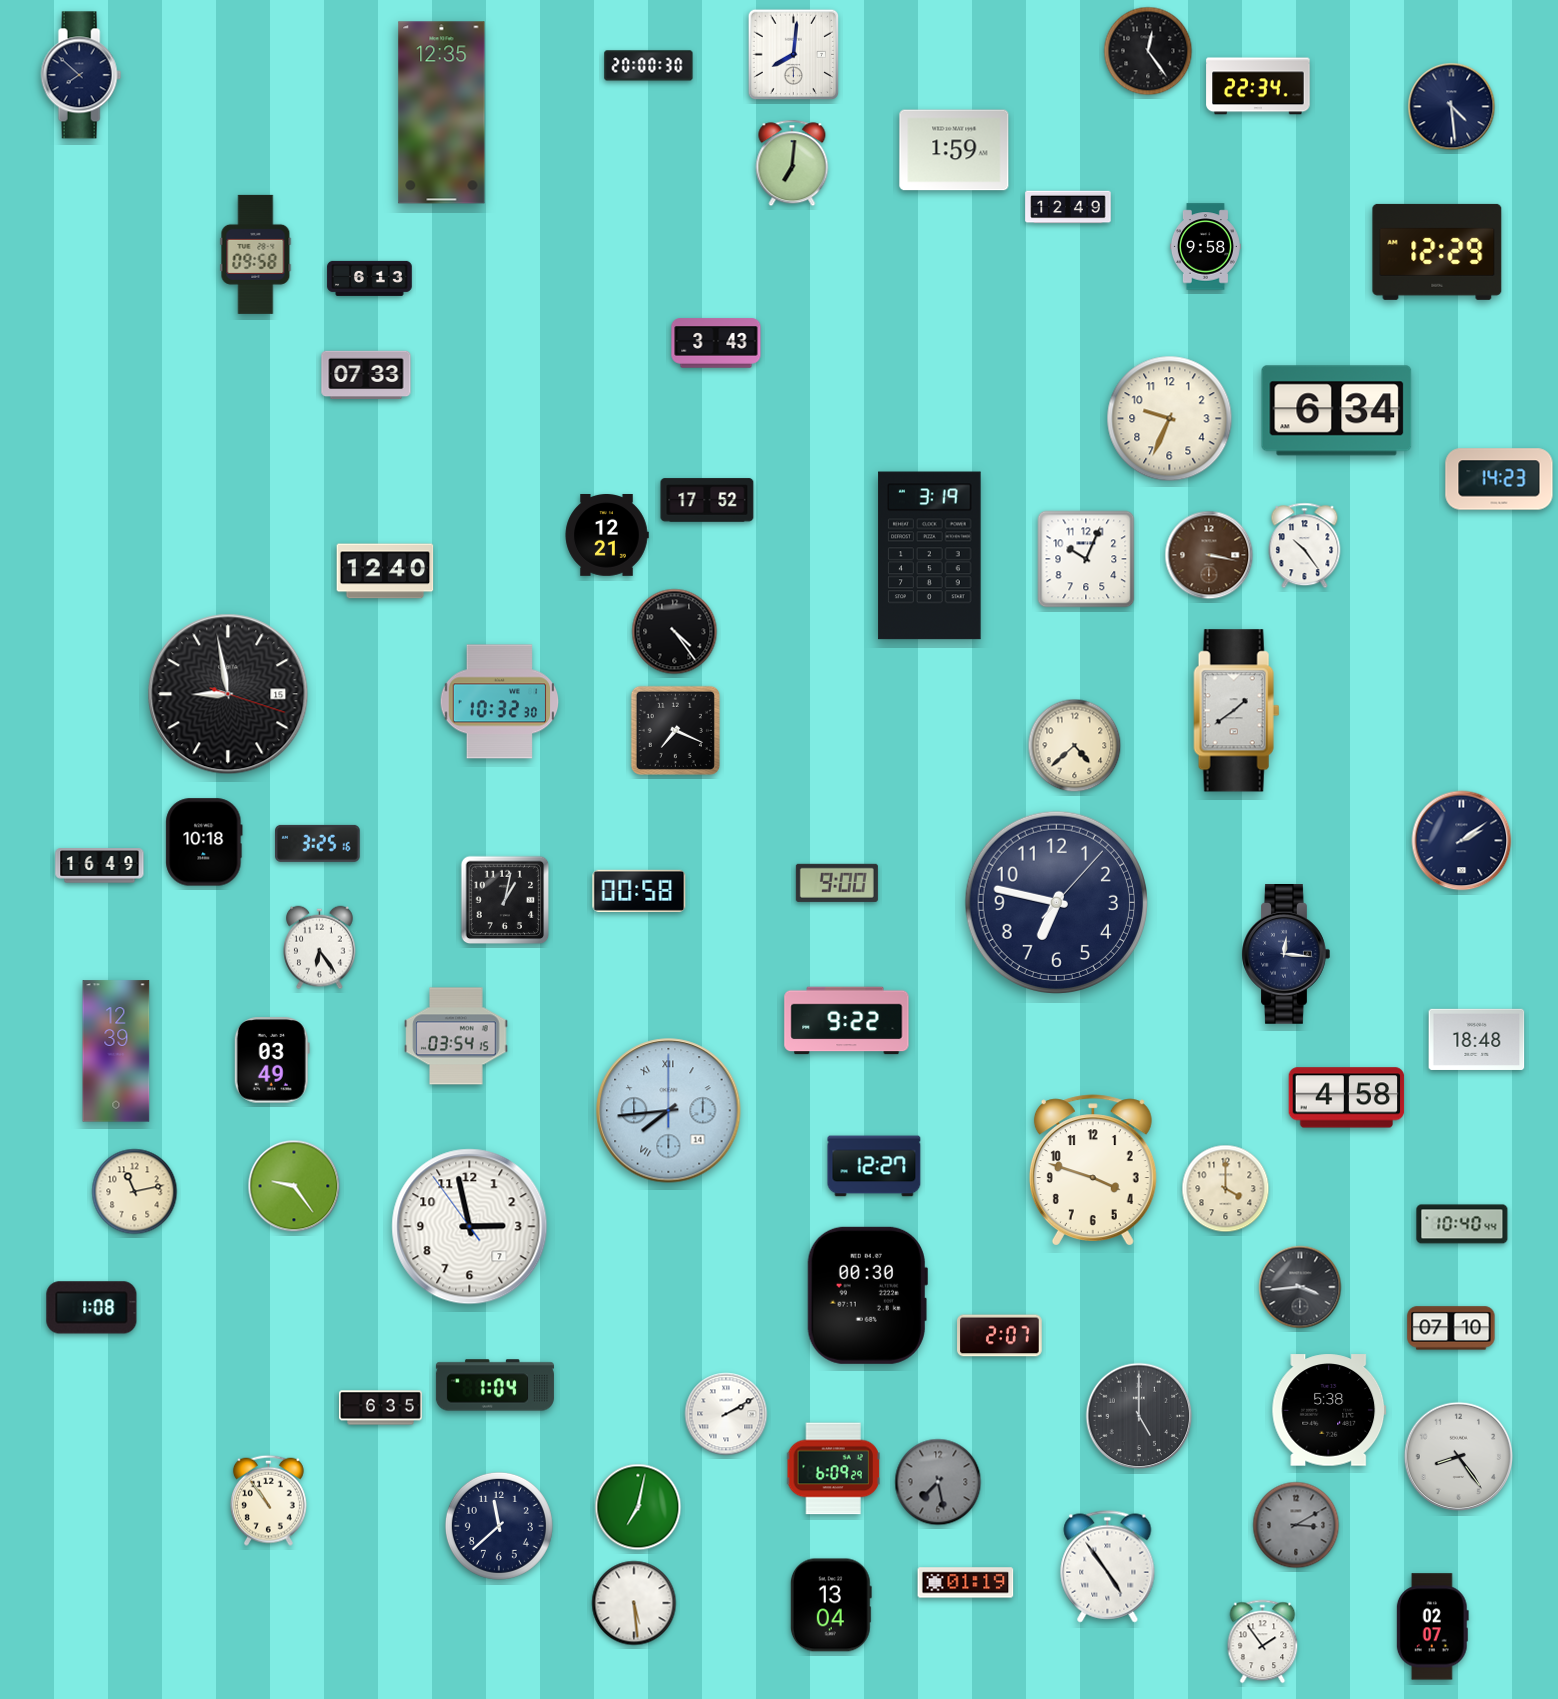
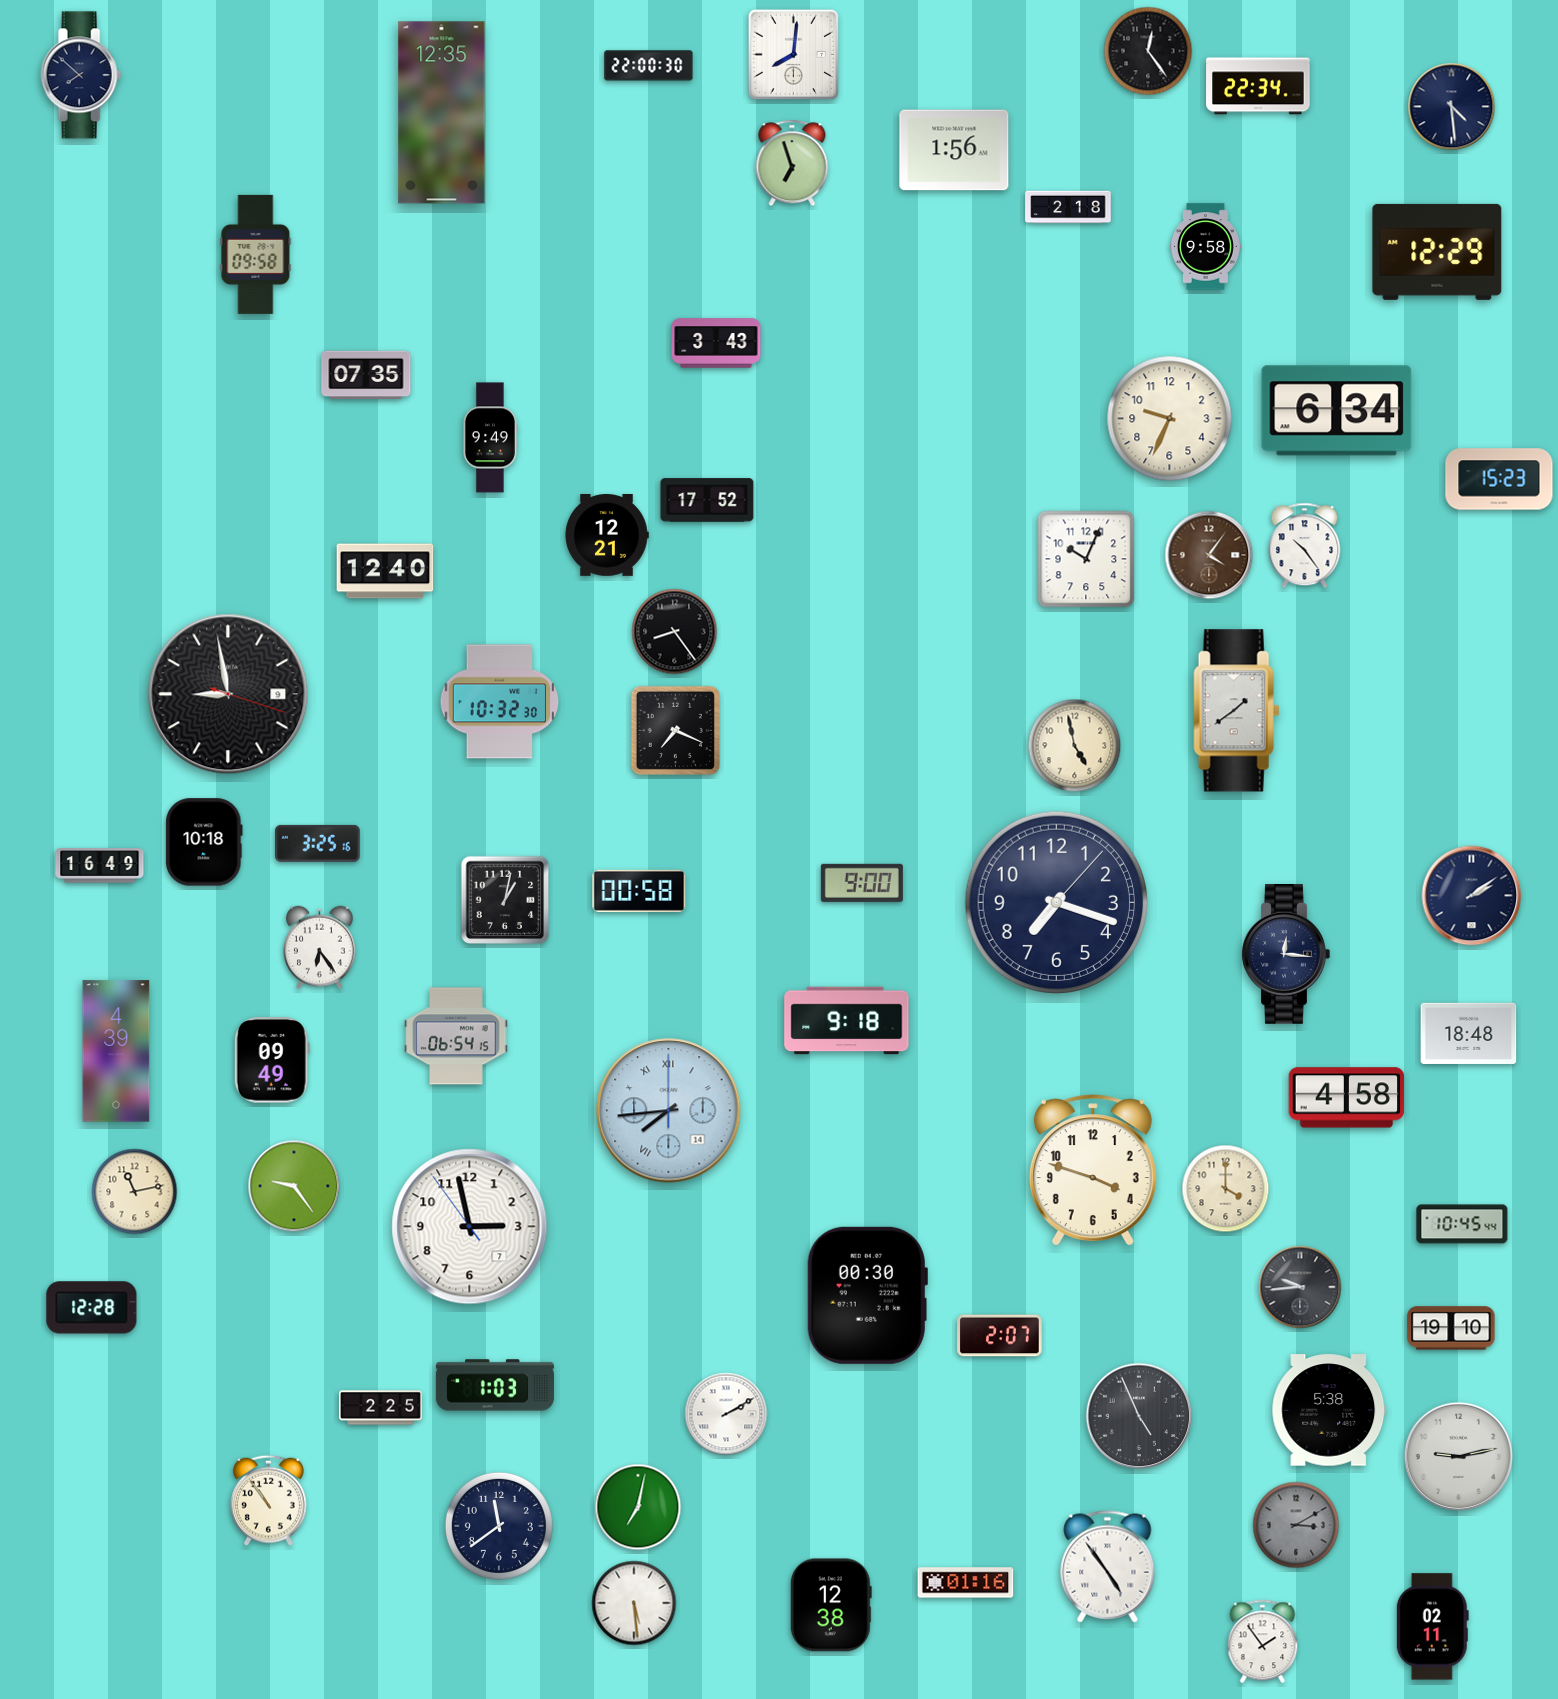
clock at (649, 66): 20:00 -> 22:00
clock at (954, 150): 1:59 -> 1:56
clock at (792, 163): 7:01 -> 6:57
clock at (1068, 207): 12:49 -> 2:18
clock at (370, 278): 6:13 -> none
clock at (366, 375): 07:33 -> 07:35
clock at (490, 438): none -> 9:49
clock at (1499, 479): 14:23 -> 15:23
clock at (1209, 555): 3:17 -> 4:06
clock at (930, 556): 3:19 -> none
clock at (675, 632): 4:24 -> 8:24
clock at (228, 694) date: 15 -> 9
clock at (1075, 746): 4:38 -> 4:58
clock at (1462, 841) position: (1462, 841) -> (1472, 896)
clock at (837, 883) position: (837, 883) -> (862, 883)
clock at (1056, 902): 6:47 -> 7:18
clock at (847, 1021): 9:22 -> 9:18
clock at (456, 1036): 03:54 -> 06:54
clock at (1477, 1039) position: (1477, 1039) -> (1469, 1033)
clock at (116, 1051): 12:39 -> 4:39
clock at (272, 1060): 03:49 -> 09:49
clock at (874, 1166): 12:27 -> none
clock at (1462, 1224): 10:40 -> 10:45
clock at (1300, 1287): 3:44 -> 9:44
clock at (92, 1308): 1:08 -> 12:28
clock at (1451, 1328): 07:10 -> 19:10
clock at (495, 1385): 1:04 -> 1:03
clock at (380, 1408): 6:35 -> 2:25
clock at (1139, 1416): 5:00 -> 4:56
clock at (1459, 1457): 8:24 -> 9:13
clock at (833, 1469): 6:09 -> none
clock at (938, 1482): 7:28 -> none
clock at (499, 1526): 11:38 -> 11:39
clock at (966, 1583): 01:19 -> 01:16
clock at (831, 1605): 13:04 -> 12:38
clock at (1432, 1627): 02:07 -> 02:11
